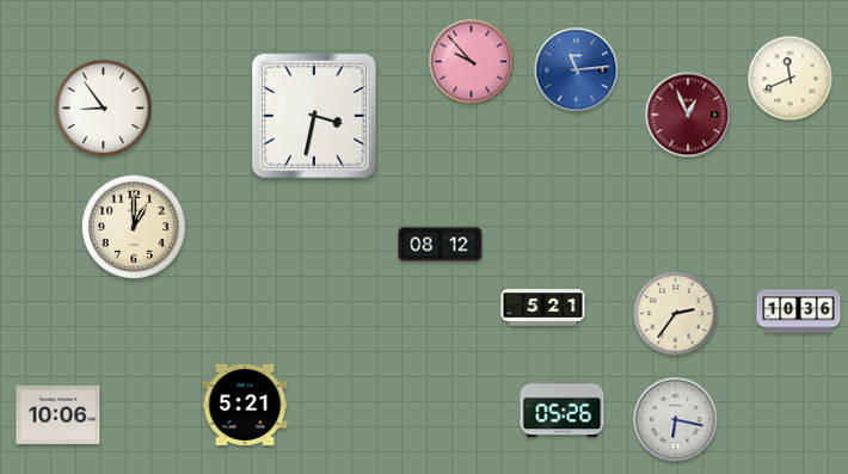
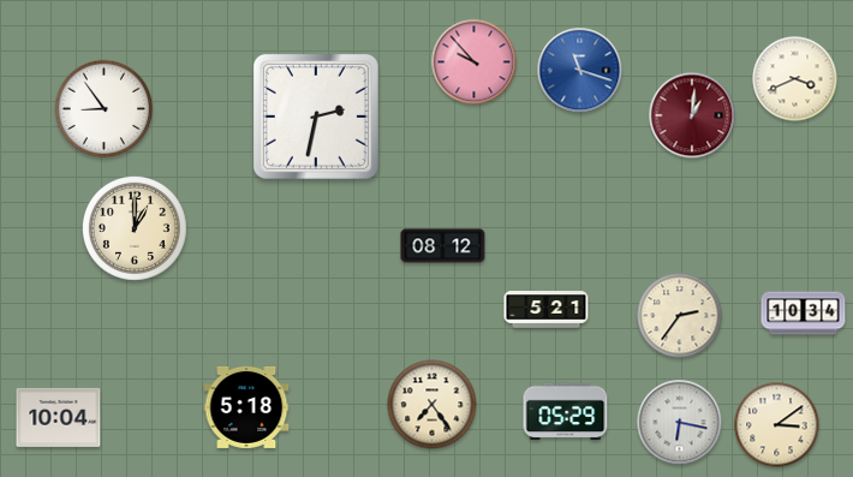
clock at (577, 70): 11:14 -> 11:18
clock at (791, 79): 11:41 -> 3:41
clock at (688, 115): 12:56 -> 1:01
clock at (314, 116): 3:32 -> 2:32
clock at (799, 312): 10:36 -> 10:34
clock at (433, 405): none -> 7:24
clock at (245, 405): 5:21 -> 5:18
clock at (563, 410): 05:26 -> 05:29
clock at (59, 414): 10:06 -> 10:04
clock at (777, 425): none -> 3:09
